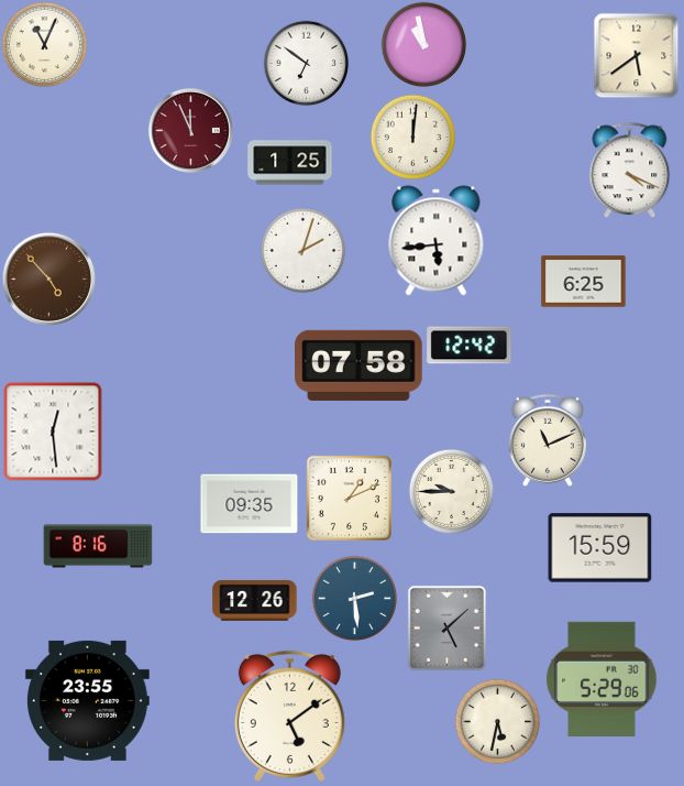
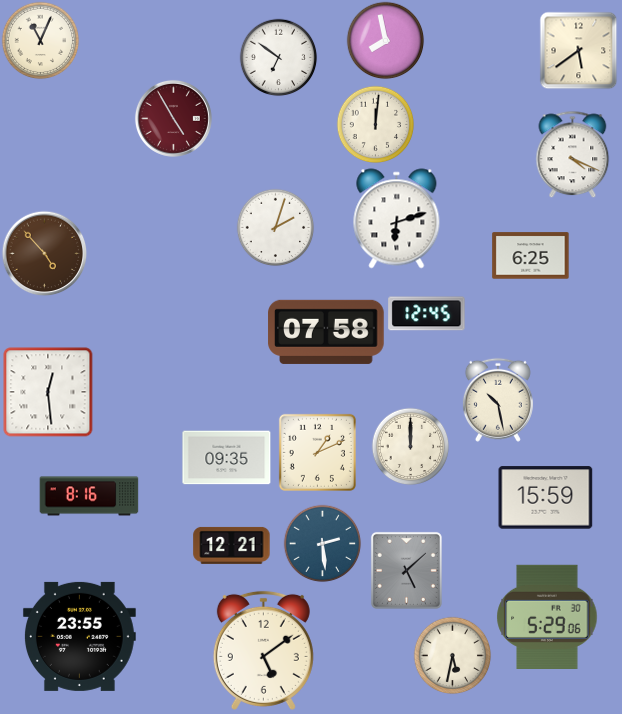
clock at (423, 44): 10:58 -> 7:58
clock at (190, 130): 11:56 -> 4:55
clock at (290, 163): 1:25 -> none
clock at (437, 241): 5:44 -> 6:12
clock at (470, 346): 12:42 -> 12:45
clock at (548, 440): 11:11 -> 10:28
clock at (451, 491): 9:45 -> 12:00
clock at (255, 600): 12:26 -> 12:21
